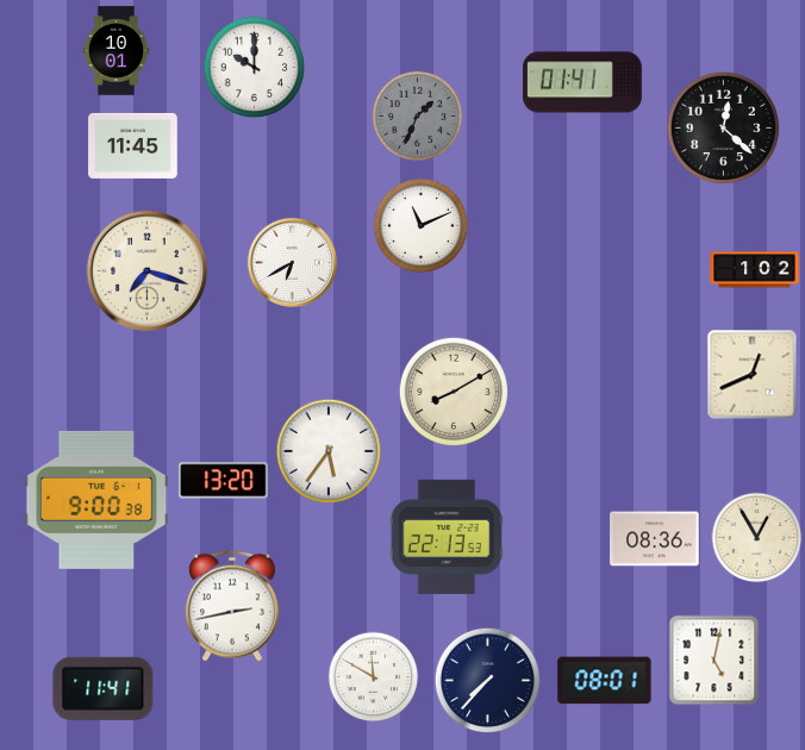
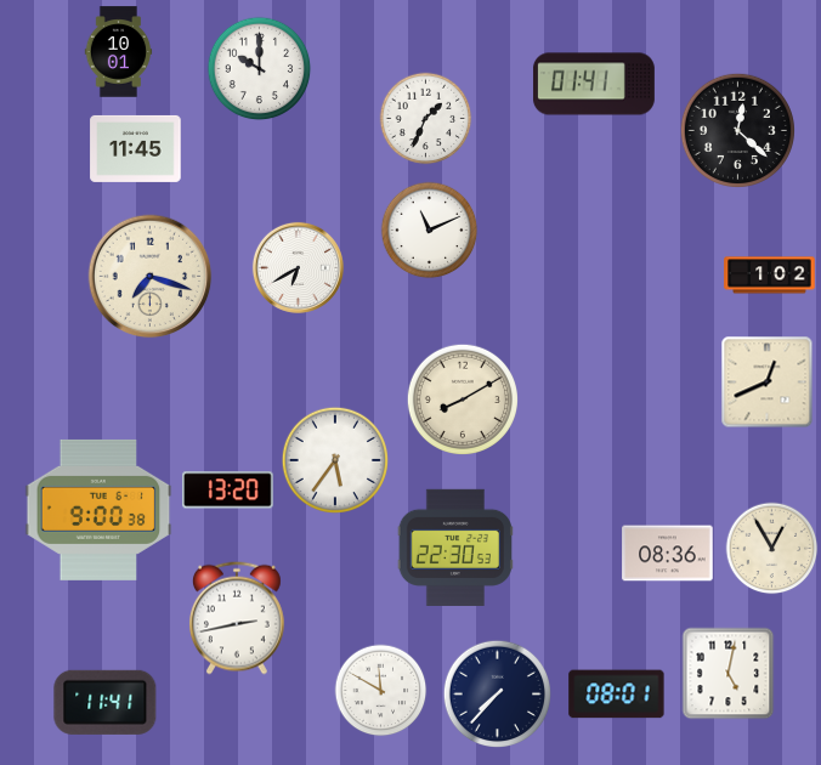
clock at (418, 117) dial: grey -> white
clock at (447, 537): 22:13 -> 22:30
clock at (655, 539) position: (655, 539) -> (668, 554)
